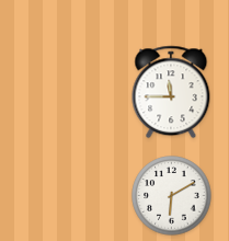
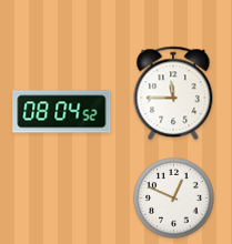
clock at (62, 112): none -> 08:04
clock at (172, 196): 6:10 -> 12:49
